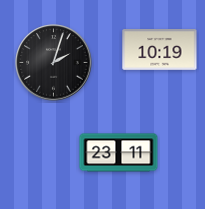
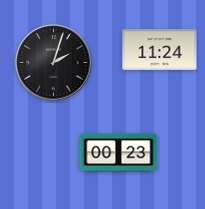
clock at (160, 50): 10:19 -> 11:24
clock at (119, 153): 23:11 -> 00:23
